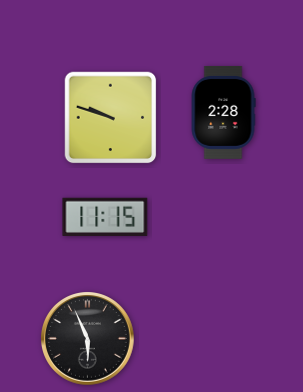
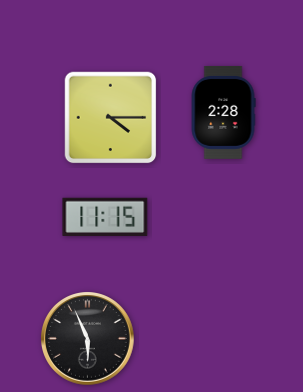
clock at (111, 118): 9:48 -> 4:15
